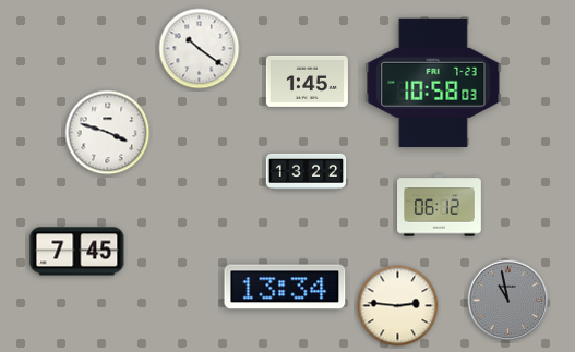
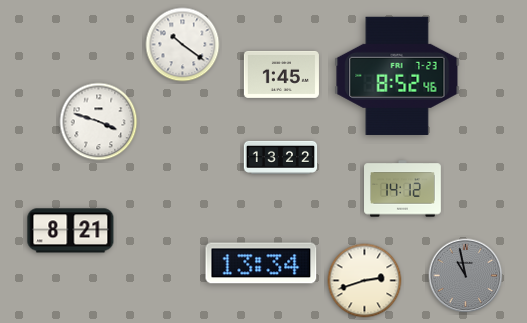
clock at (433, 83): 10:58 -> 8:52
clock at (440, 206): 06:12 -> 14:12
clock at (77, 252): 7:45 -> 8:21
clock at (398, 306): 2:46 -> 2:42
